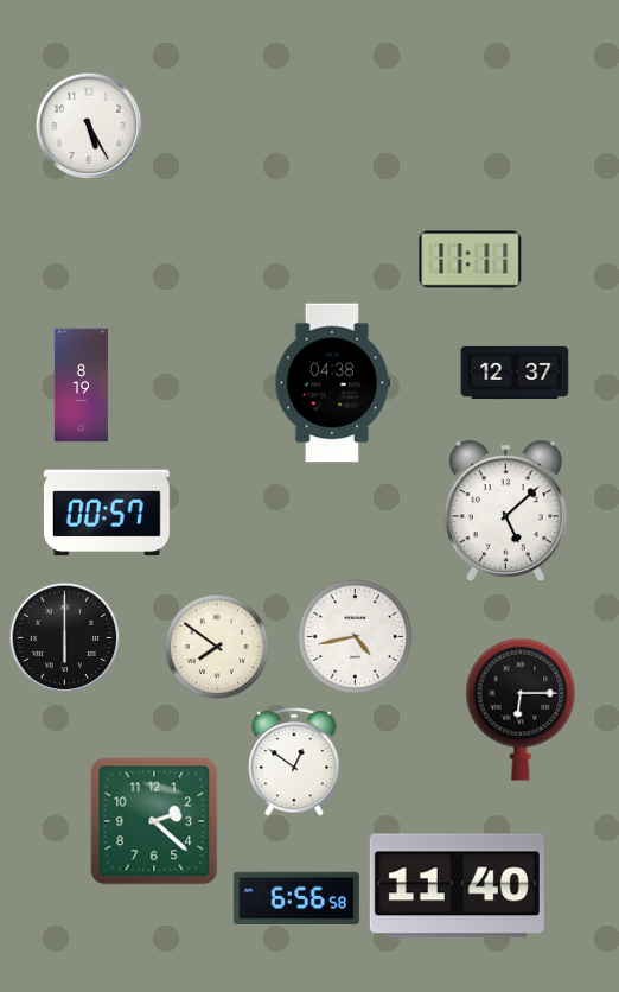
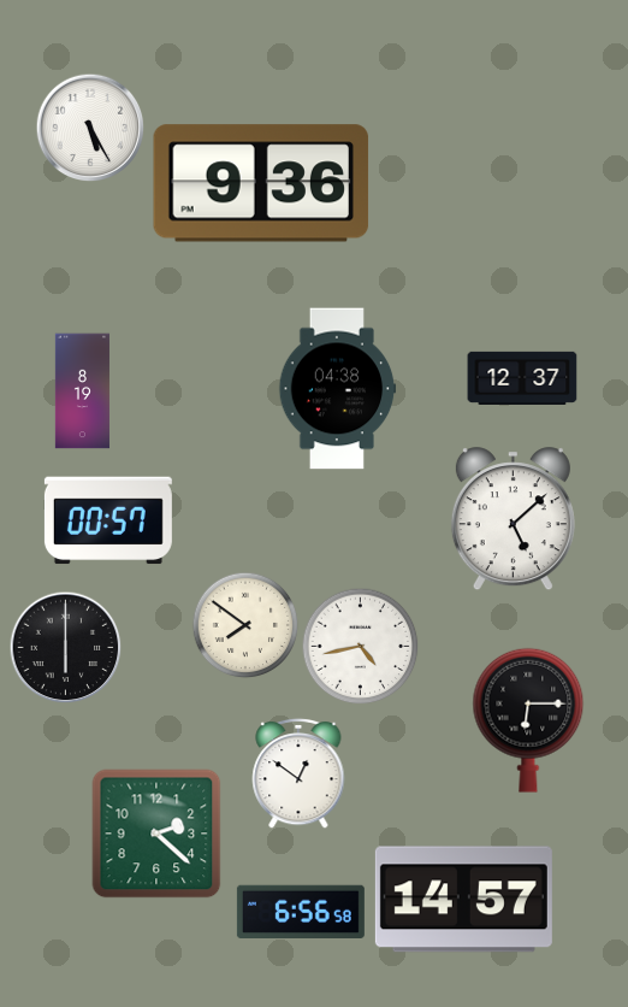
clock at (261, 183): none -> 9:36
clock at (471, 260): 11:11 -> none
clock at (217, 647) position: (217, 647) -> (245, 625)
clock at (457, 886): 11:40 -> 14:57
